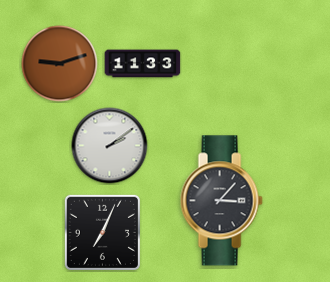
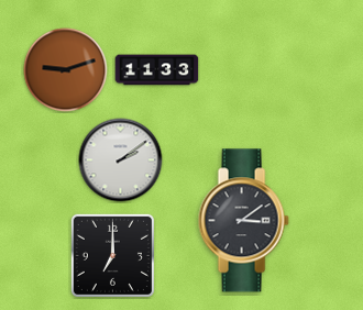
clock at (221, 201): 3:07 -> 3:09
clock at (102, 232): 7:04 -> 7:00
